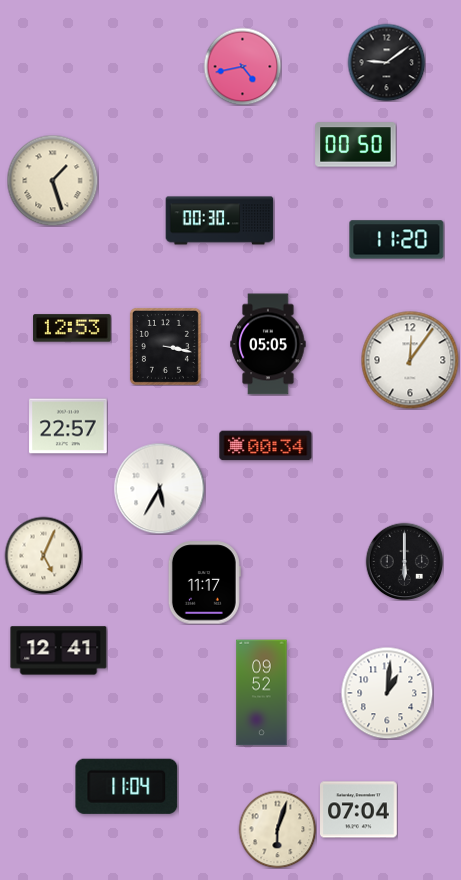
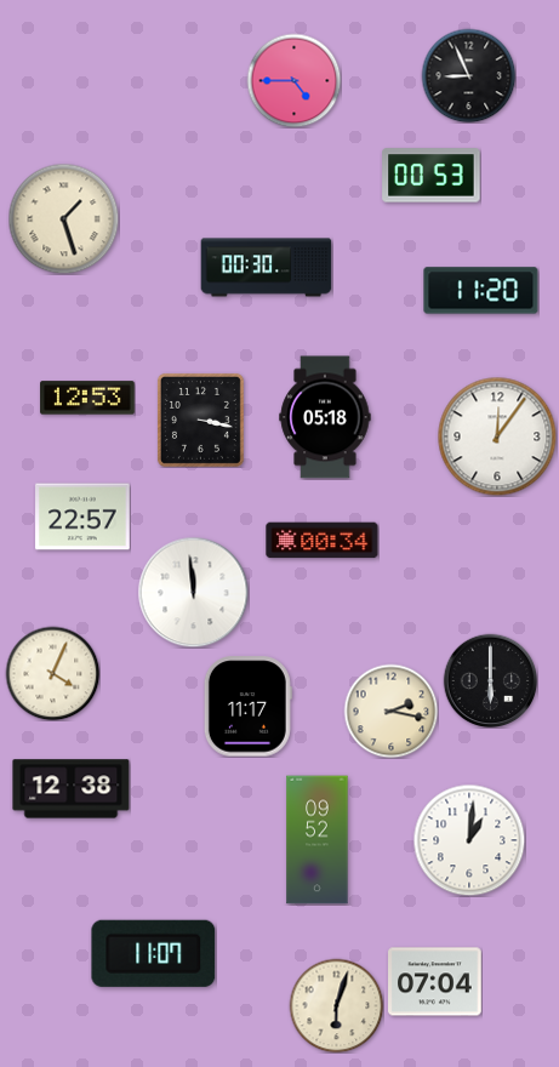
clock at (386, 62): 9:09 -> 8:56
clock at (242, 66): 4:43 -> 4:45
clock at (356, 145): 00:50 -> 00:53
clock at (268, 344): 05:05 -> 05:18
clock at (159, 488): 5:35 -> 11:59
clock at (43, 555): 5:04 -> 4:04
clock at (390, 711): none -> 2:17
clock at (59, 651): 12:41 -> 12:38
clock at (127, 786): 11:04 -> 11:07
